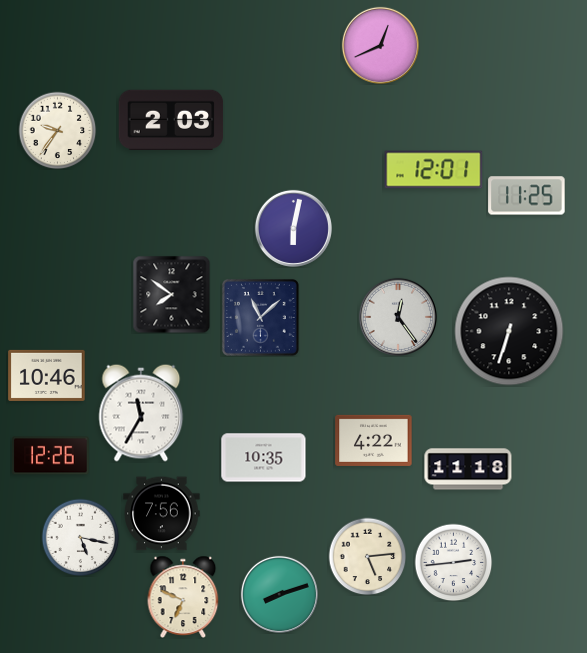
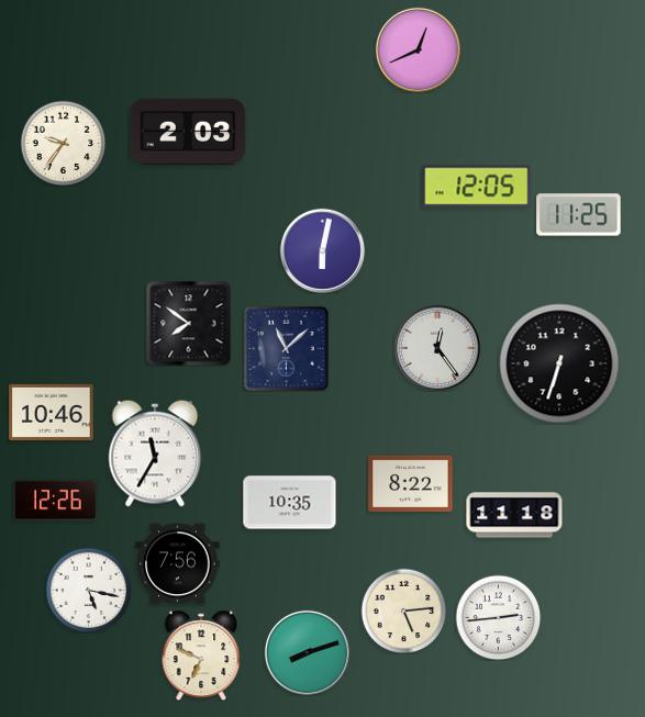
clock at (434, 170): 12:01 -> 12:05
clock at (374, 440): 4:22 -> 8:22
